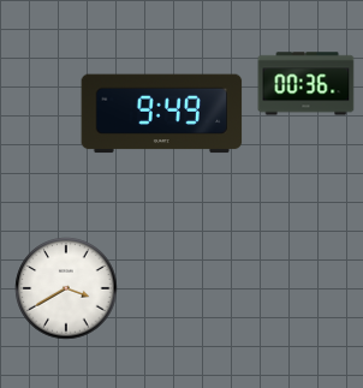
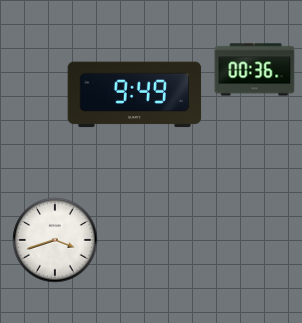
clock at (66, 288): 3:40 -> 3:42
